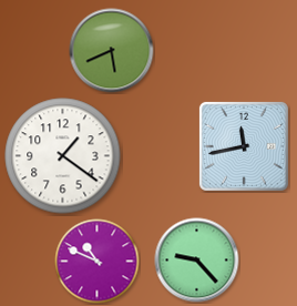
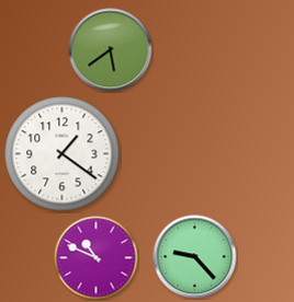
clock at (112, 51): 5:41 -> 5:39
clock at (244, 146): 11:43 -> none
